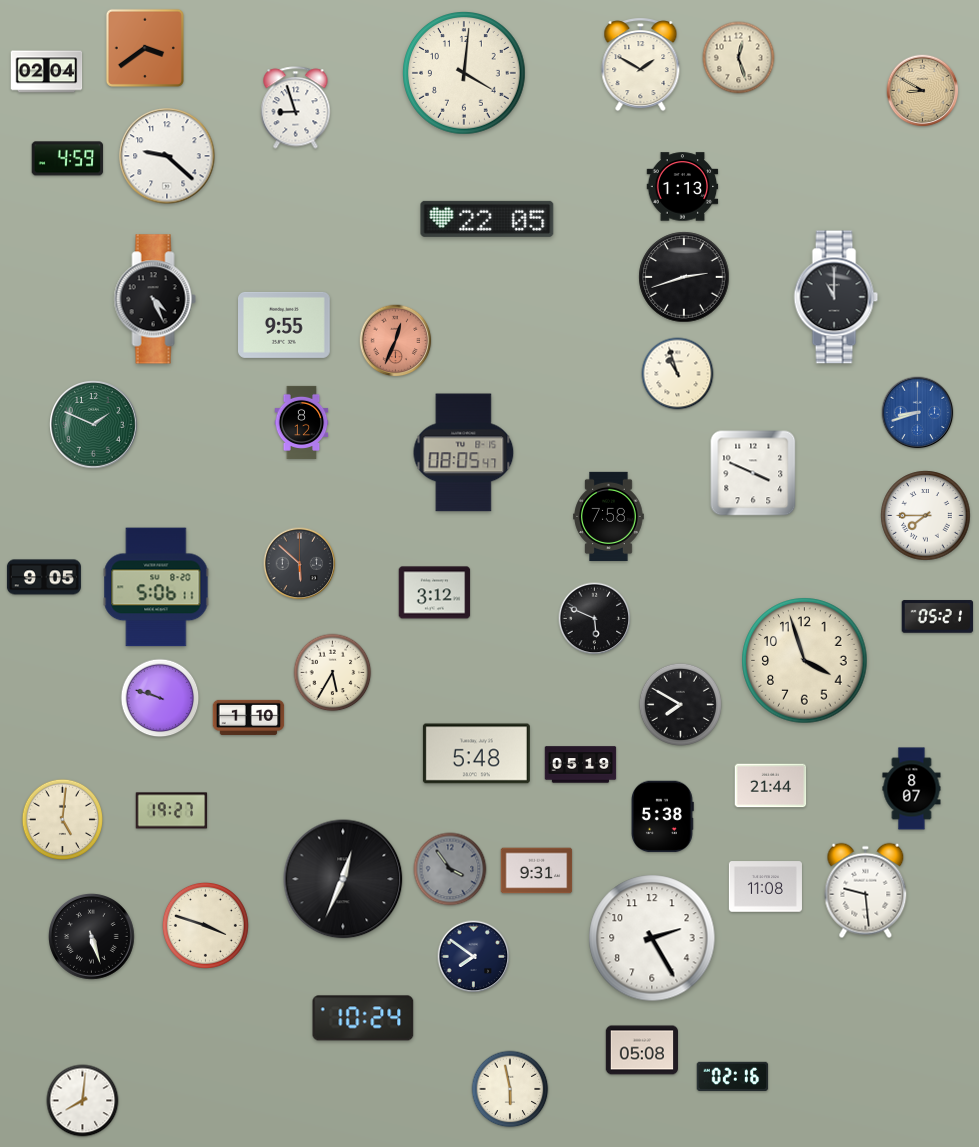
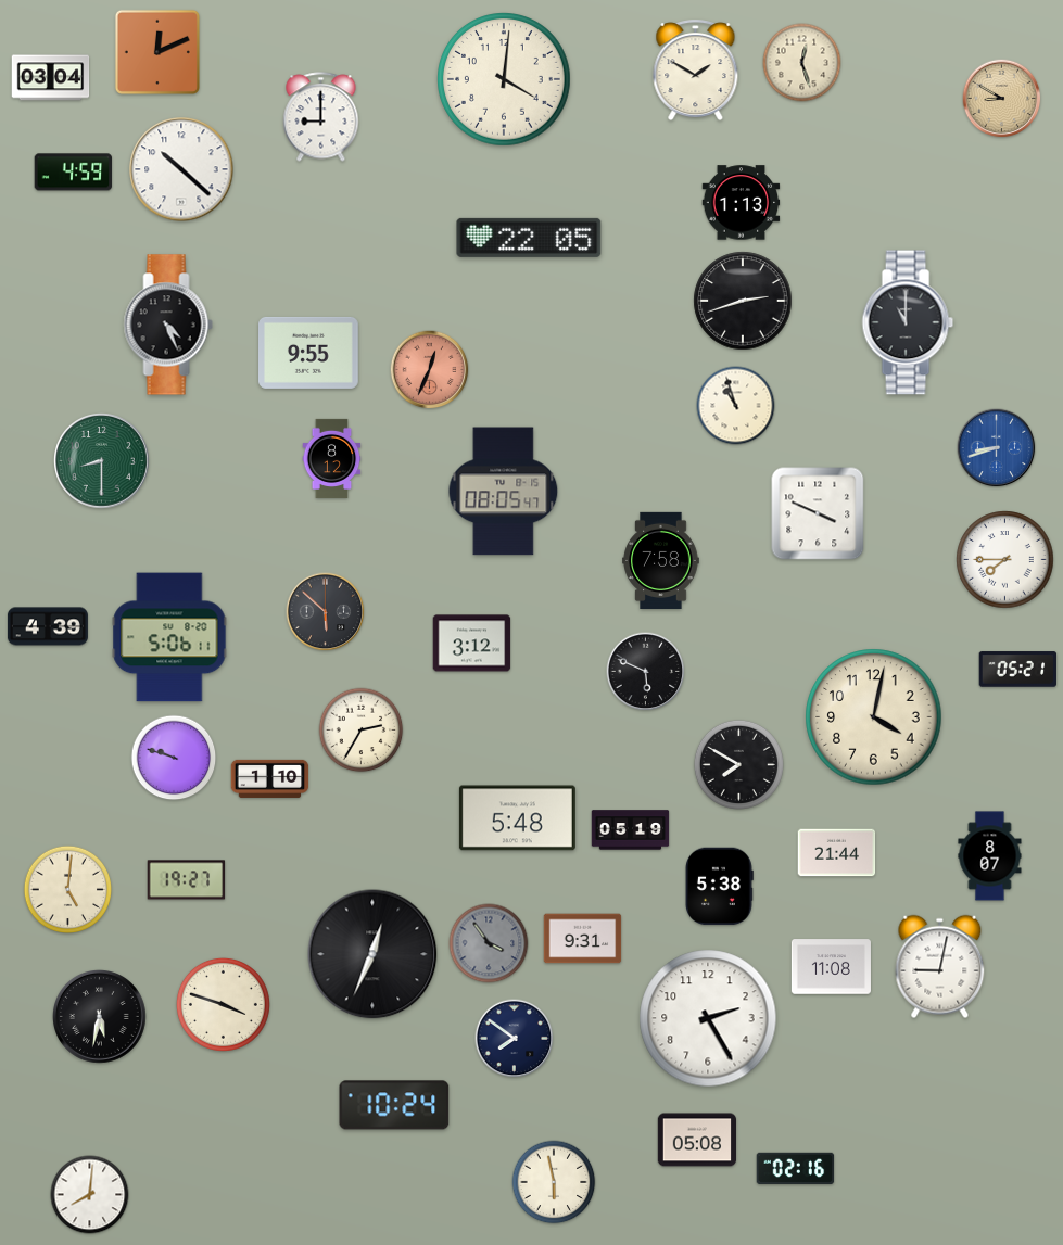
clock at (145, 48): 3:39 -> 12:11
clock at (47, 72): 02:04 -> 03:04
clock at (296, 108): 8:57 -> 9:00
clock at (167, 156): 9:22 -> 10:22
clock at (302, 422) position: (302, 422) -> (332, 458)
clock at (94, 425): 1:49 -> 8:30
clock at (44, 577): 9:05 -> 4:39
clock at (805, 661): 3:57 -> 4:02
clock at (333, 673): 5:35 -> 2:35
clock at (537, 871) position: (537, 871) -> (583, 939)
clock at (765, 887) position: (765, 887) -> (831, 967)
clock at (866, 891): 9:29 -> 9:02
clock at (92, 937): 5:27 -> 5:32
